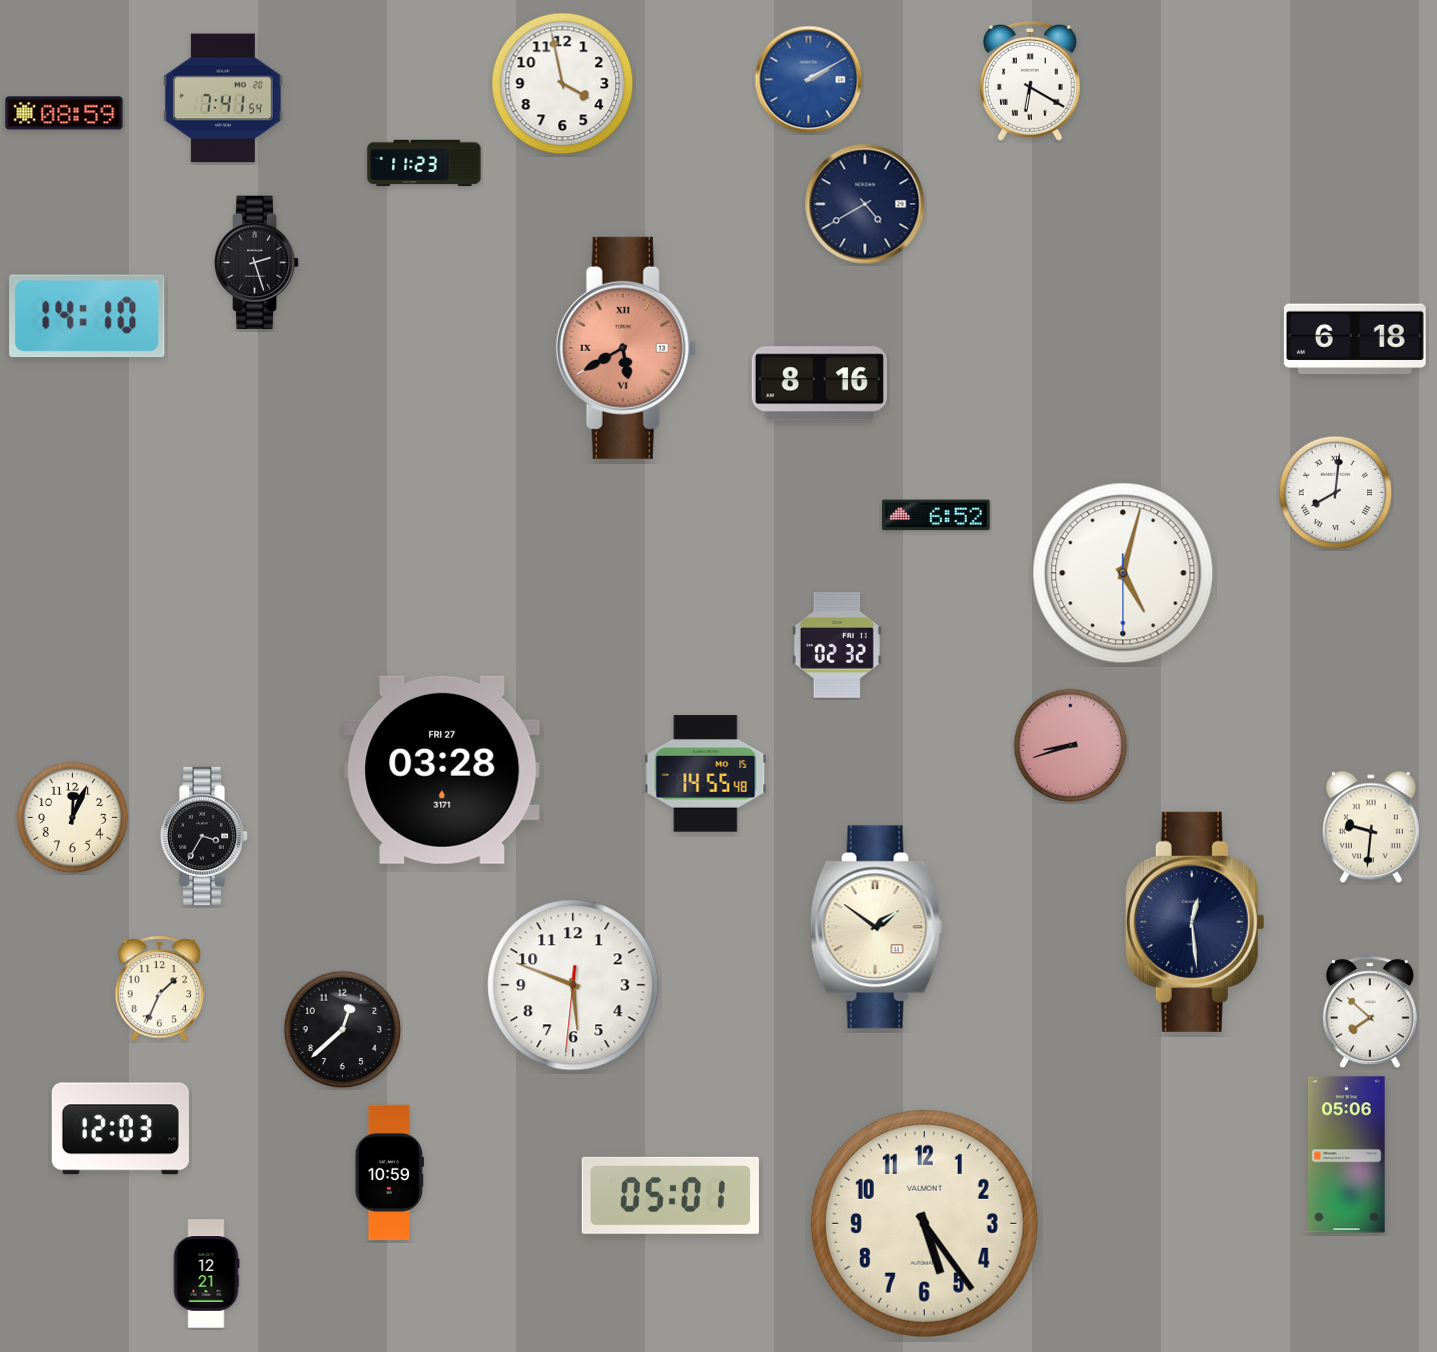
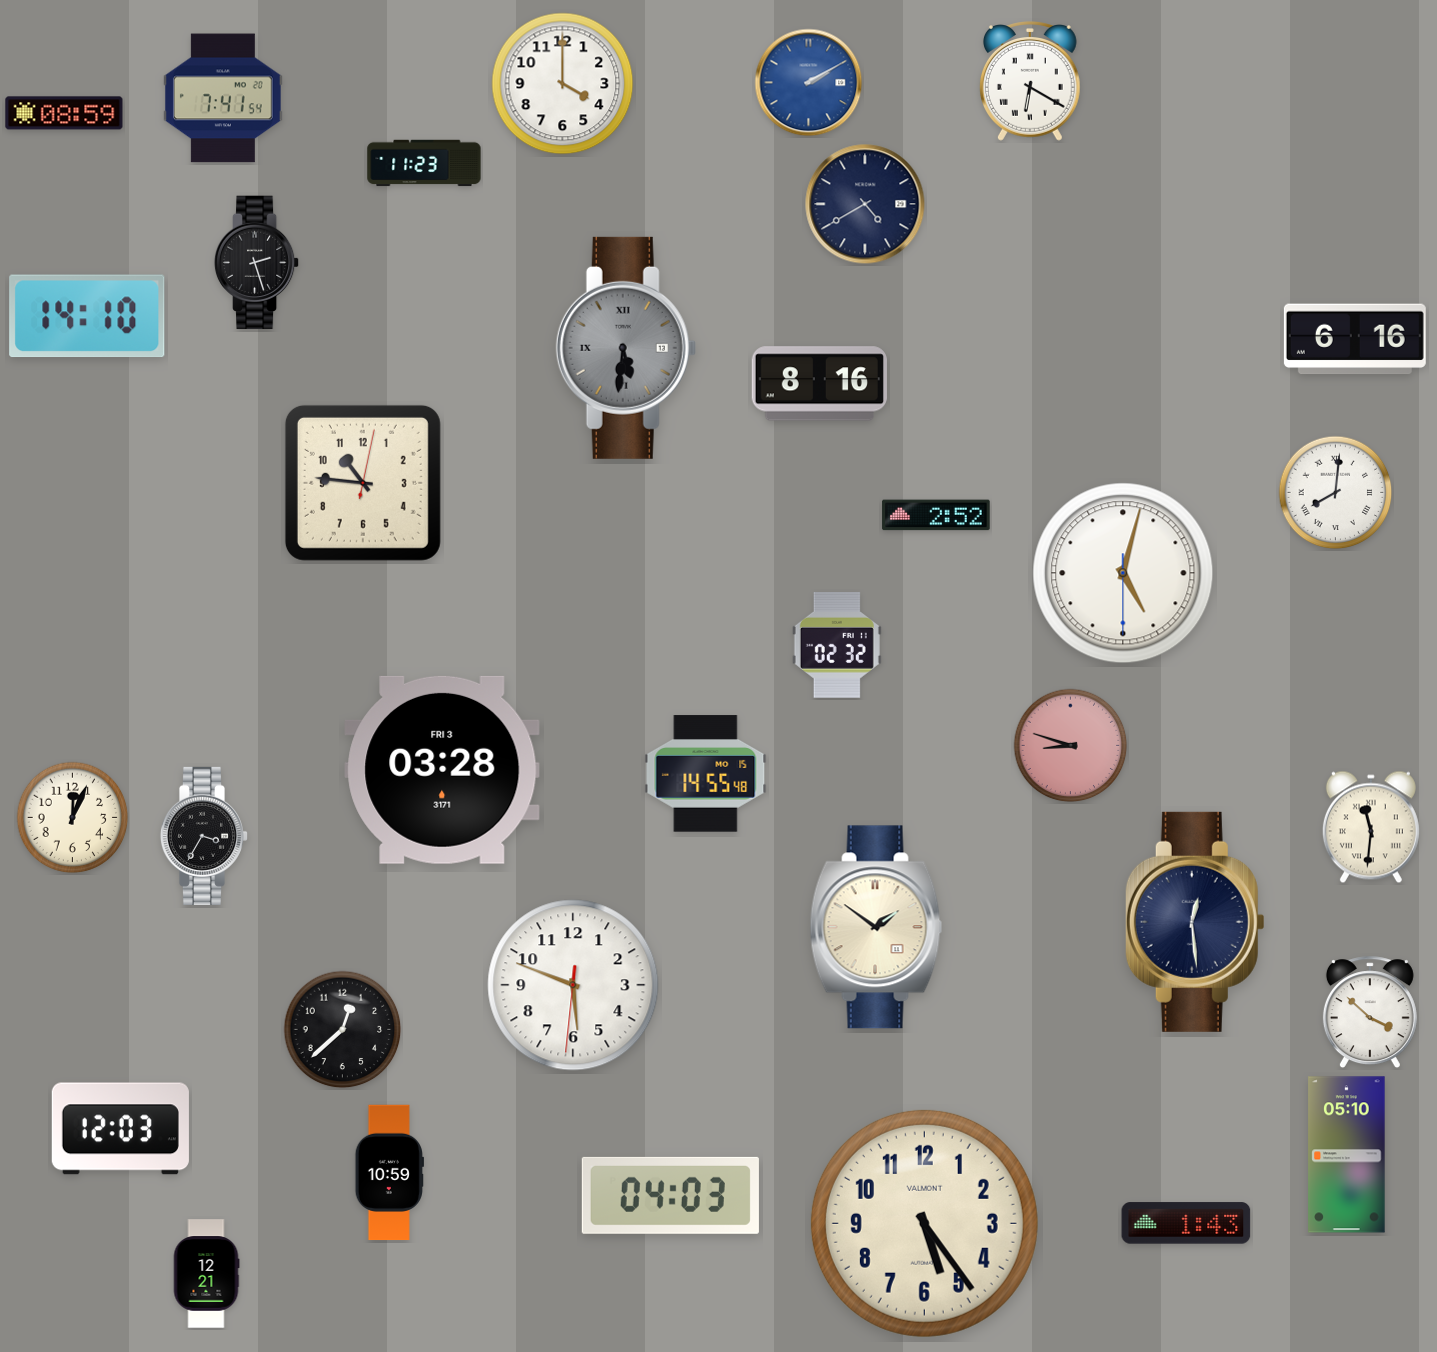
clock at (809, 80) position: (809, 80) -> (809, 83)
clock at (563, 84): 3:58 -> 4:00
clock at (1355, 339): 6:18 -> 6:16
clock at (626, 348): 5:40 -> 5:31
clock at (626, 348) dial: salmon -> grey
clock at (363, 483): none -> 10:46
clock at (936, 515): 6:52 -> 2:52
clock at (1071, 746): 8:42 -> 8:48
clock at (442, 770) date: FRI 27 -> FRI 3
clock at (1371, 827): 9:31 -> 11:31
clock at (160, 989): 1:34 -> none
clock at (1370, 1013): 7:52 -> 3:52
clock at (1347, 1155): 05:06 -> 05:10
clock at (670, 1195): 05:01 -> 04:03
clock at (1186, 1223): none -> 1:43
